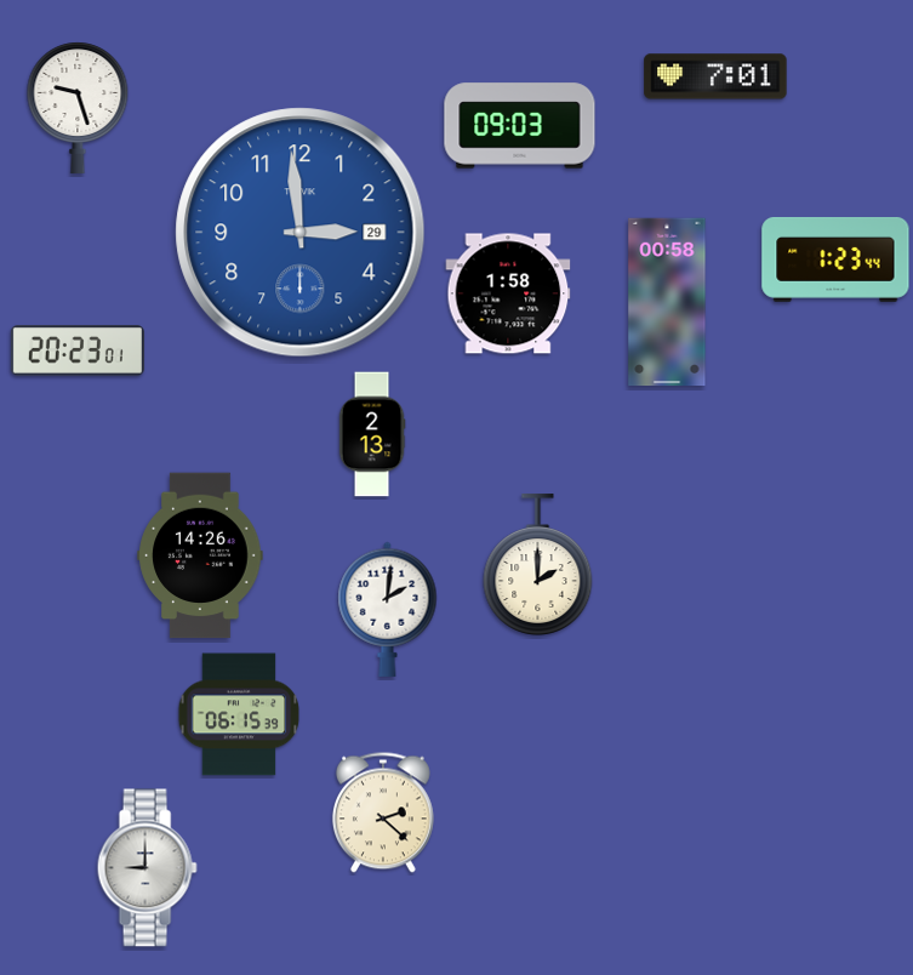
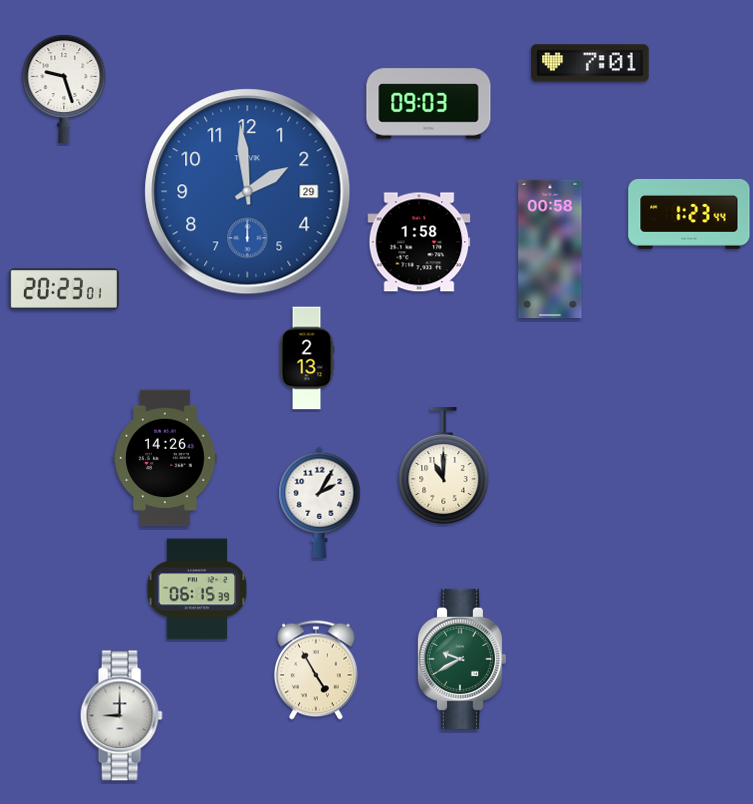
clock at (301, 233): 2:59 -> 1:59
clock at (538, 565): 2:00 -> 11:00
clock at (388, 609): 2:01 -> 2:05
clock at (461, 659): none -> 9:40
clock at (383, 812): 2:22 -> 4:55
